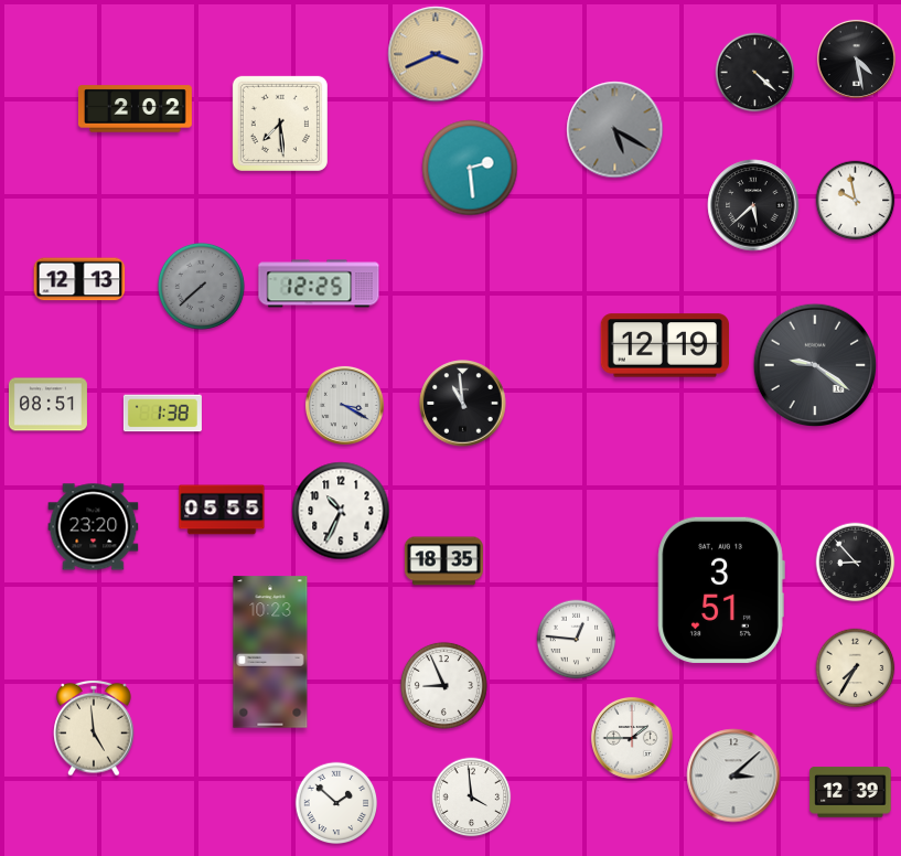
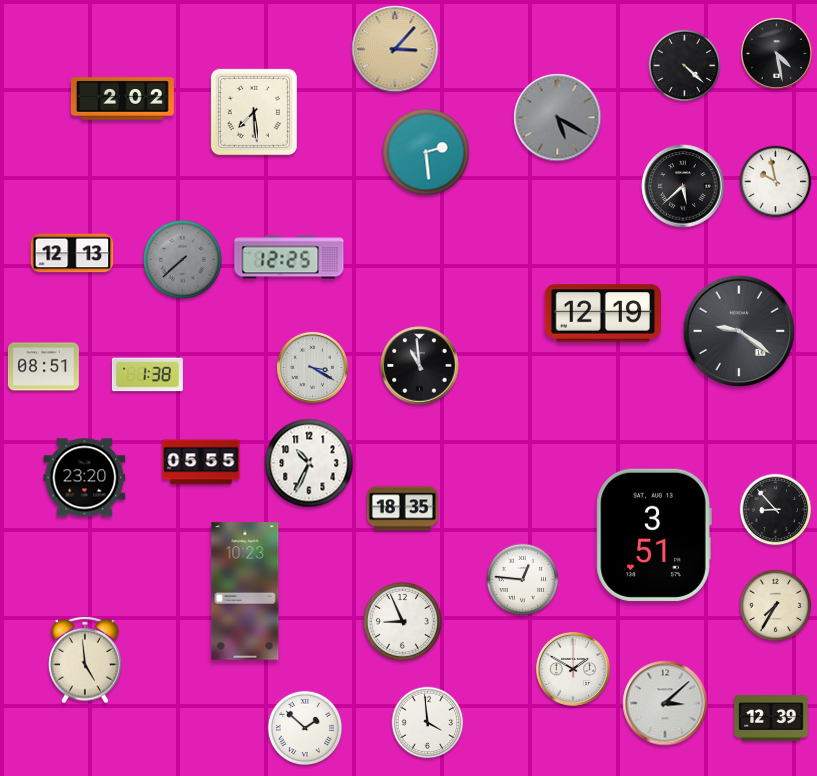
clock at (436, 54): 3:41 -> 3:07
clock at (632, 738): 1:45 -> 1:50
